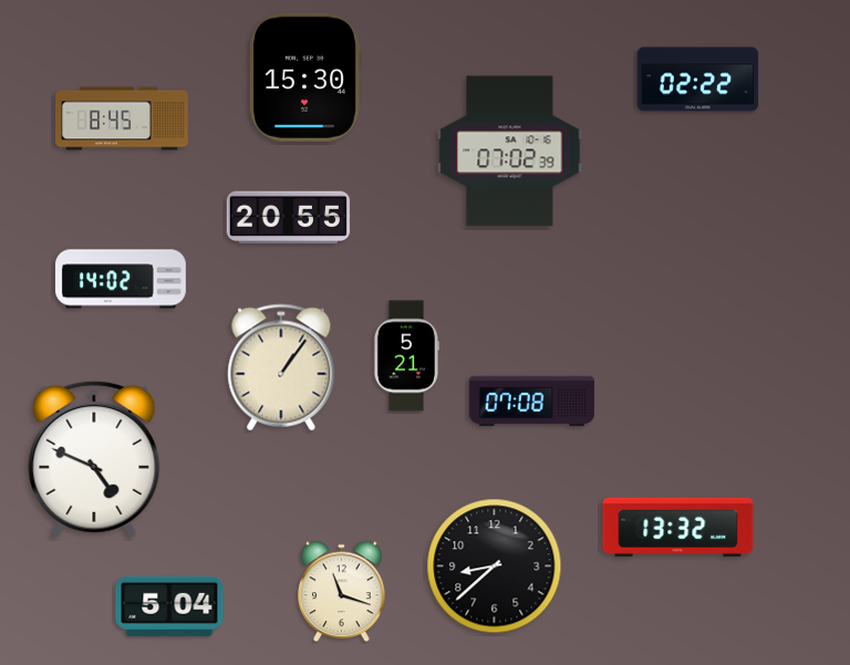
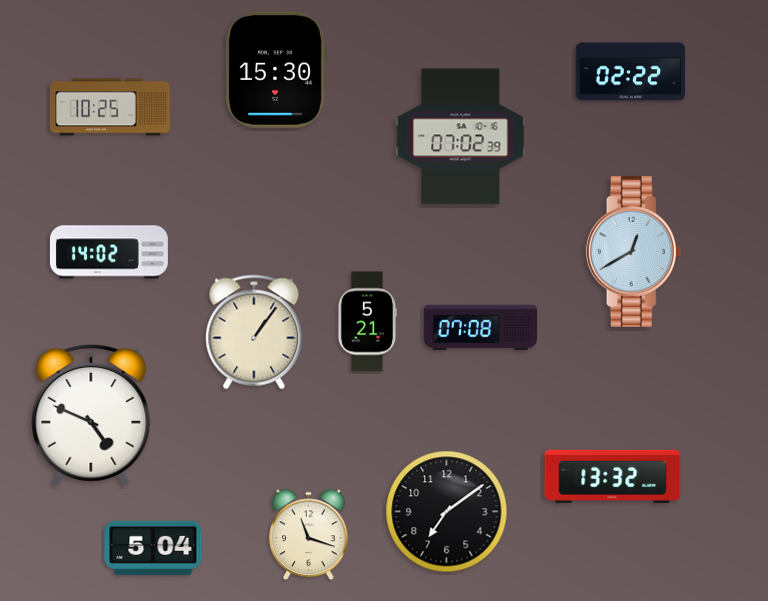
clock at (122, 118): 8:45 -> 10:25
clock at (288, 218): 20:55 -> none
clock at (634, 251): none -> 12:40
clock at (531, 402) position: (531, 402) -> (480, 328)
clock at (94, 459) position: (94, 459) -> (91, 415)
clock at (495, 567): 8:38 -> 7:09
